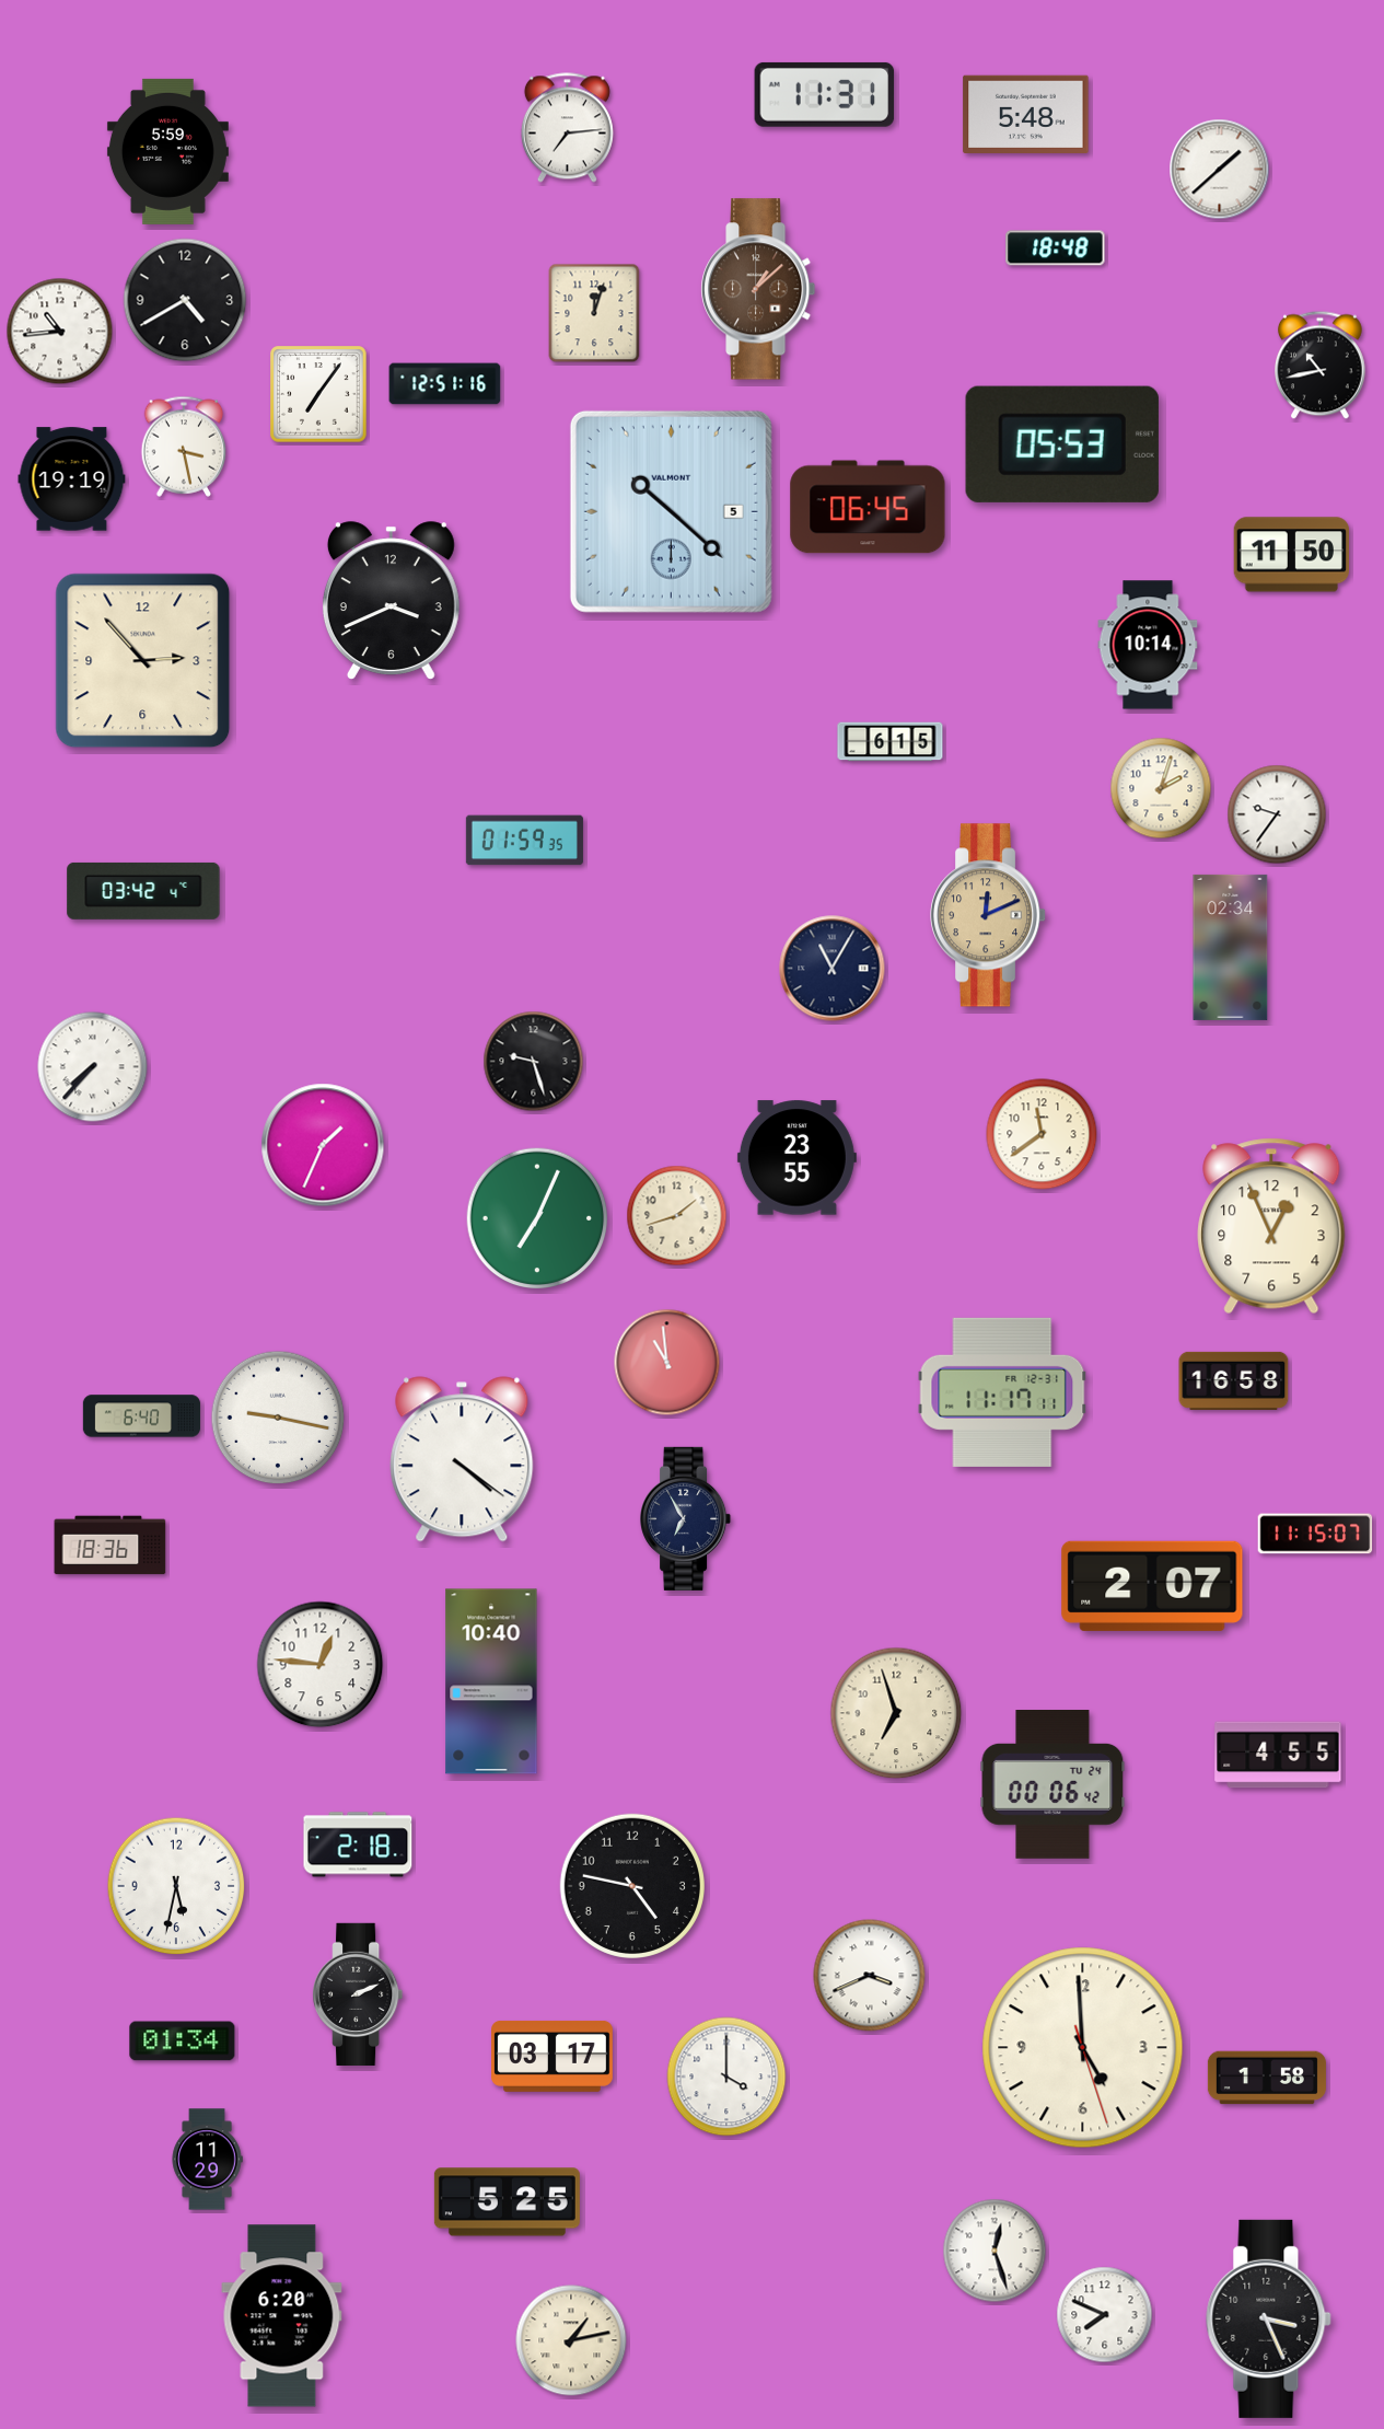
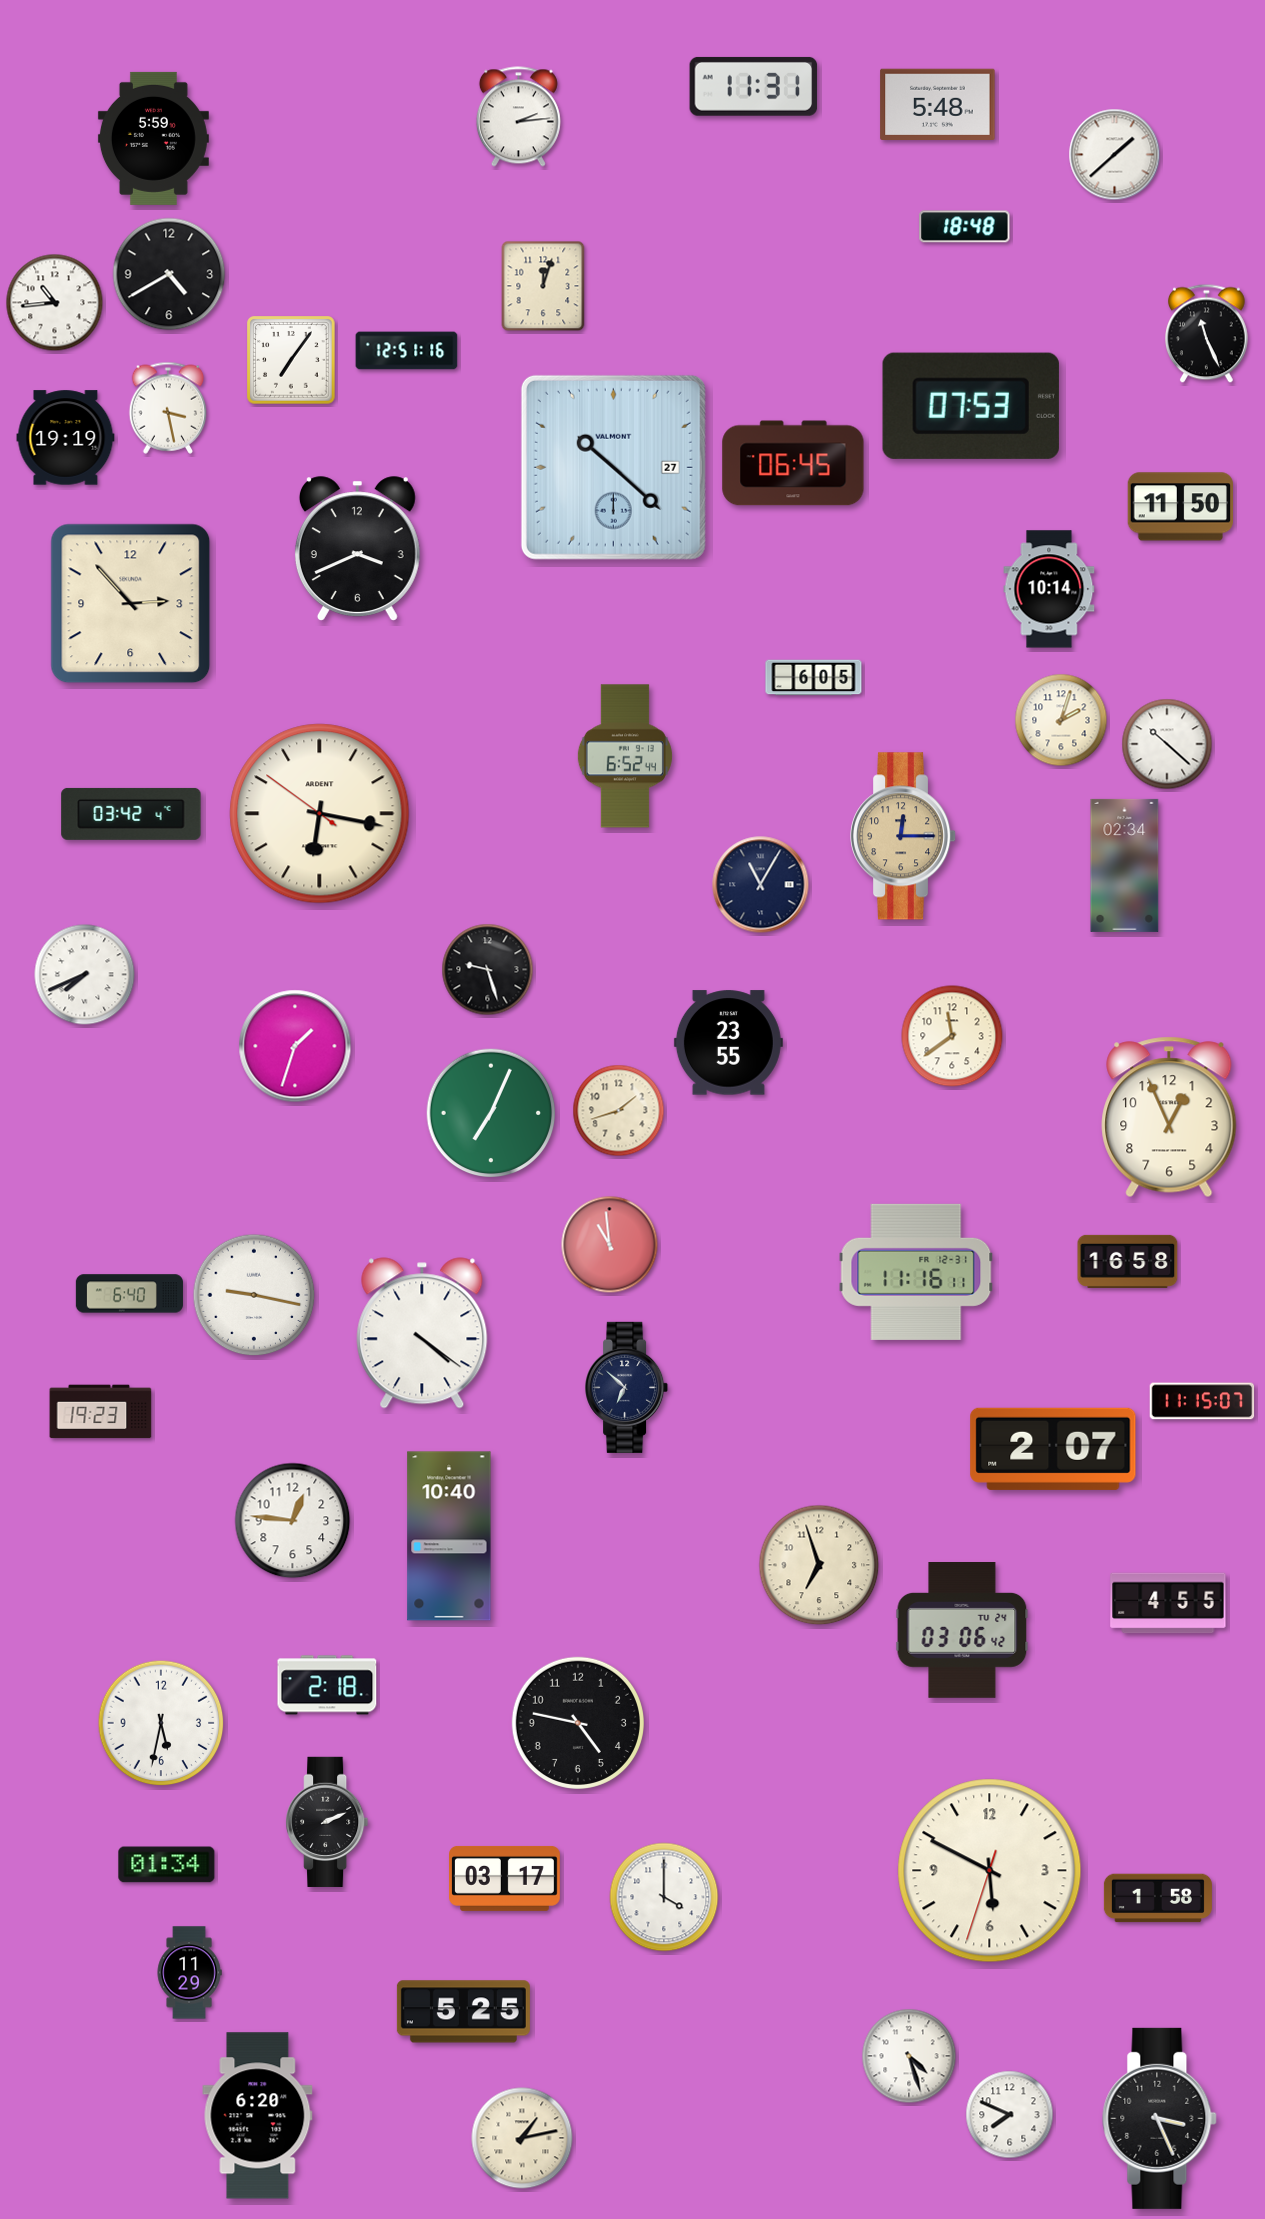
clock at (567, 128): 7:14 -> 2:14
clock at (759, 289): 1:08 -> none
clock at (1321, 366): 10:43 -> 11:26
clock at (1062, 444): 05:53 -> 07:53
clock at (671, 511) date: 5 -> 27
clock at (891, 742): 6:15 -> 6:05
clock at (1277, 814): 9:36 -> 10:22
clock at (625, 756): none -> 6:52
clock at (524, 841): 01:59 -> none
clock at (320, 814): none -> 6:16
clock at (989, 915): 12:11 -> 12:15
clock at (93, 1067): 7:37 -> 7:41
clock at (323, 1145): 1:34 -> 1:33
clock at (796, 1158) position: (796, 1158) -> (728, 1043)
clock at (1271, 1226) position: (1271, 1226) -> (1169, 1117)
clock at (1002, 1392): 11:17 -> 11:16
clock at (686, 1518): 6:55 -> 6:52
clock at (111, 1546): 18:36 -> 19:23
clock at (1052, 1785): 00:06 -> 03:06
clock at (870, 1976): 3:41 -> none
clock at (1083, 2048): 4:59 -> 5:49
clock at (995, 2251): 12:27 -> 4:27
